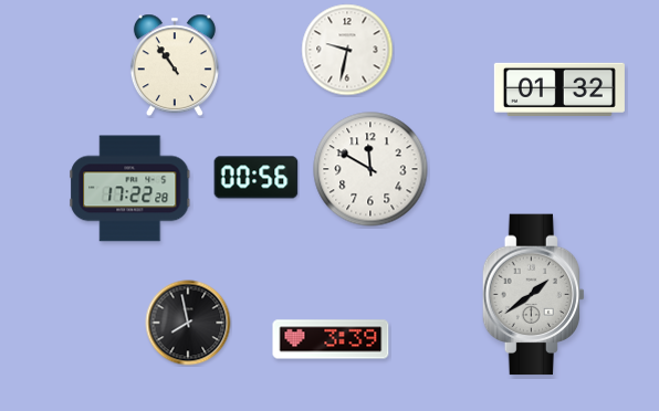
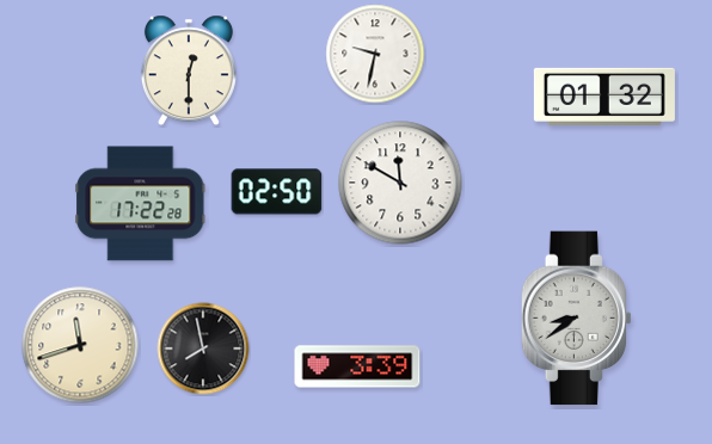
clock at (175, 65): 10:54 -> 12:30
clock at (257, 178): 00:56 -> 02:50
clock at (534, 295): 1:39 -> 8:39
clock at (80, 345): none -> 11:42
